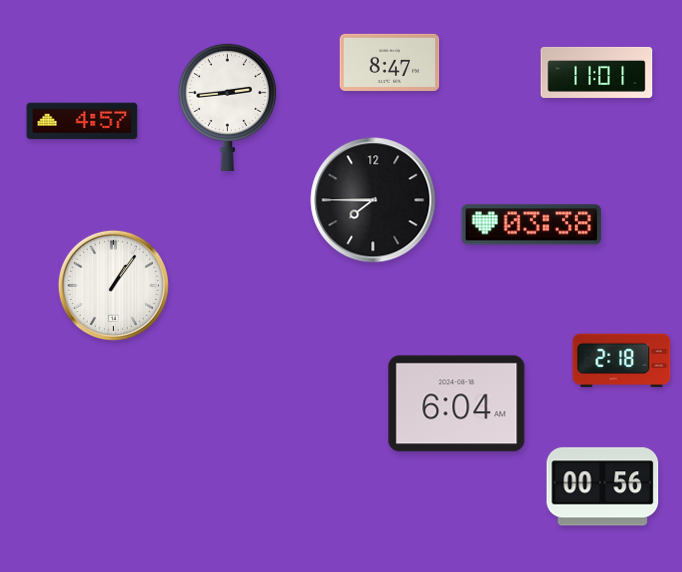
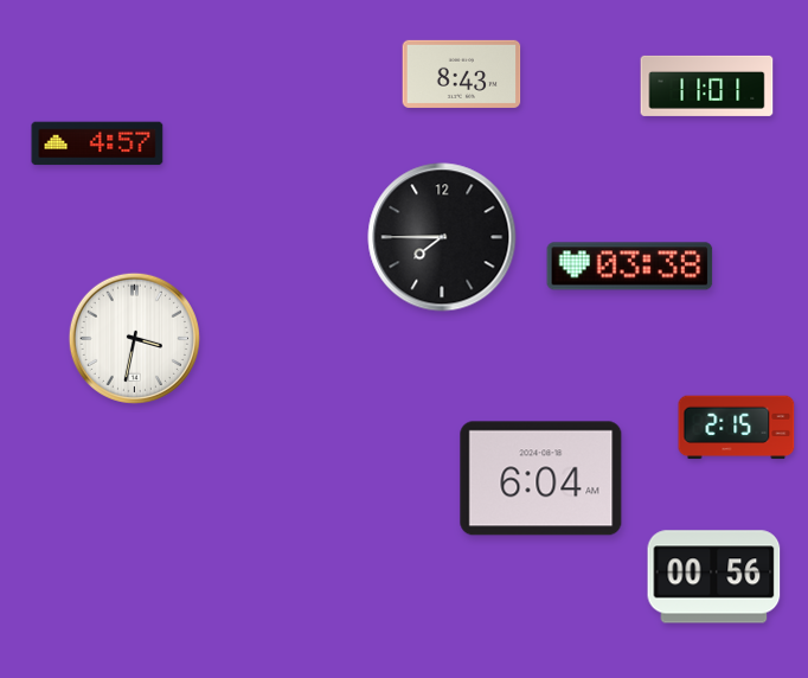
clock at (390, 62): 8:47 -> 8:43
clock at (227, 106): 2:44 -> none
clock at (113, 285): 1:06 -> 3:32
clock at (622, 361): 2:18 -> 2:15
